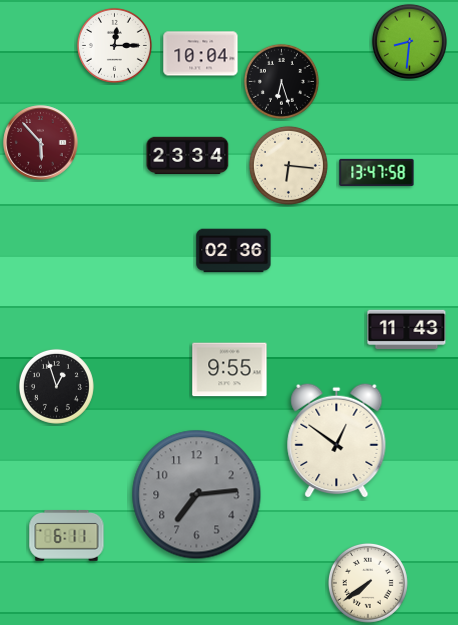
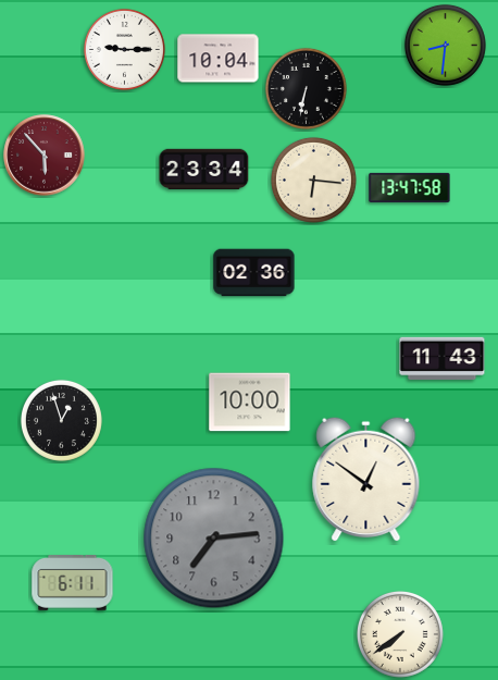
clock at (114, 45): 12:15 -> 9:15
clock at (281, 81): 6:27 -> 6:32
clock at (230, 370): 9:55 -> 10:00
